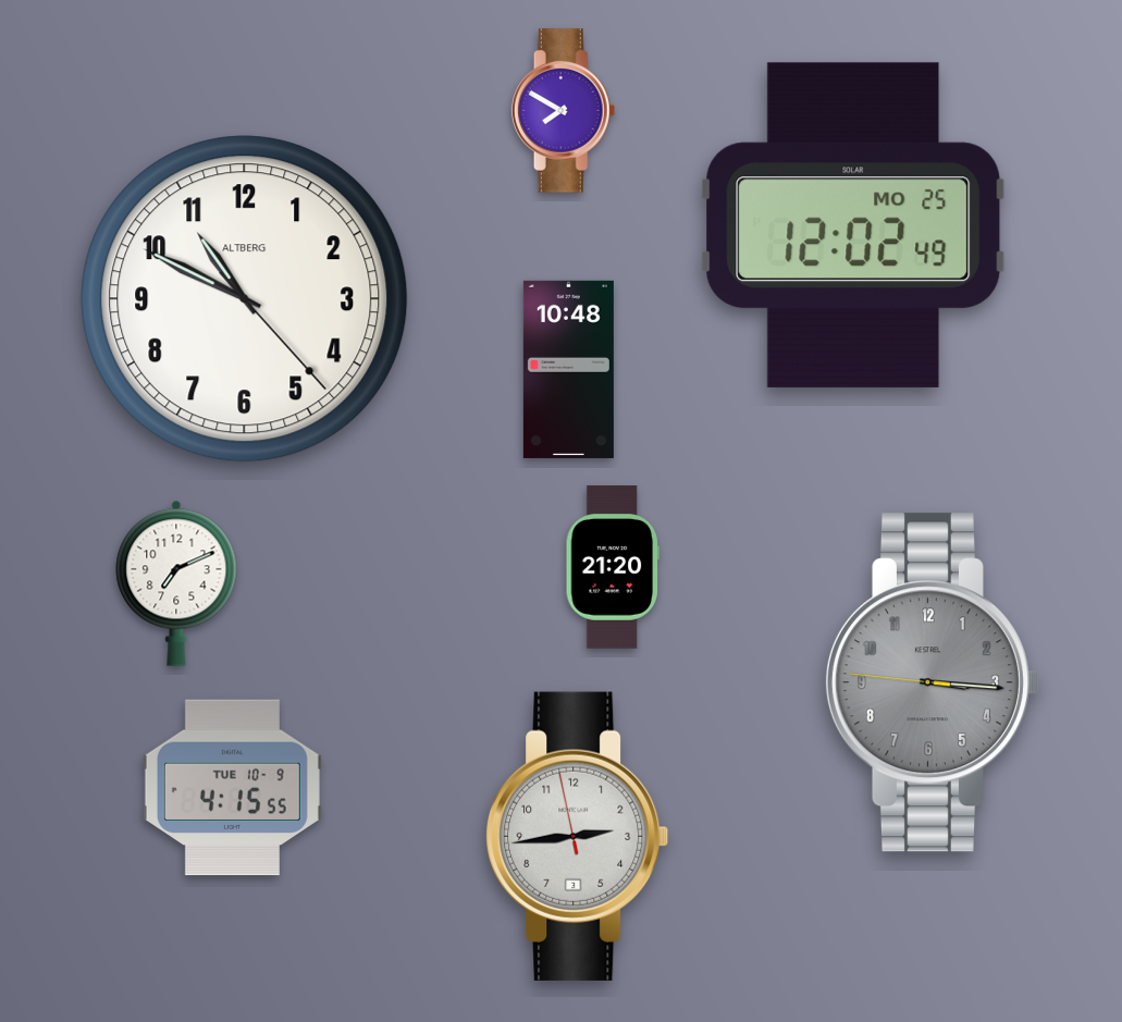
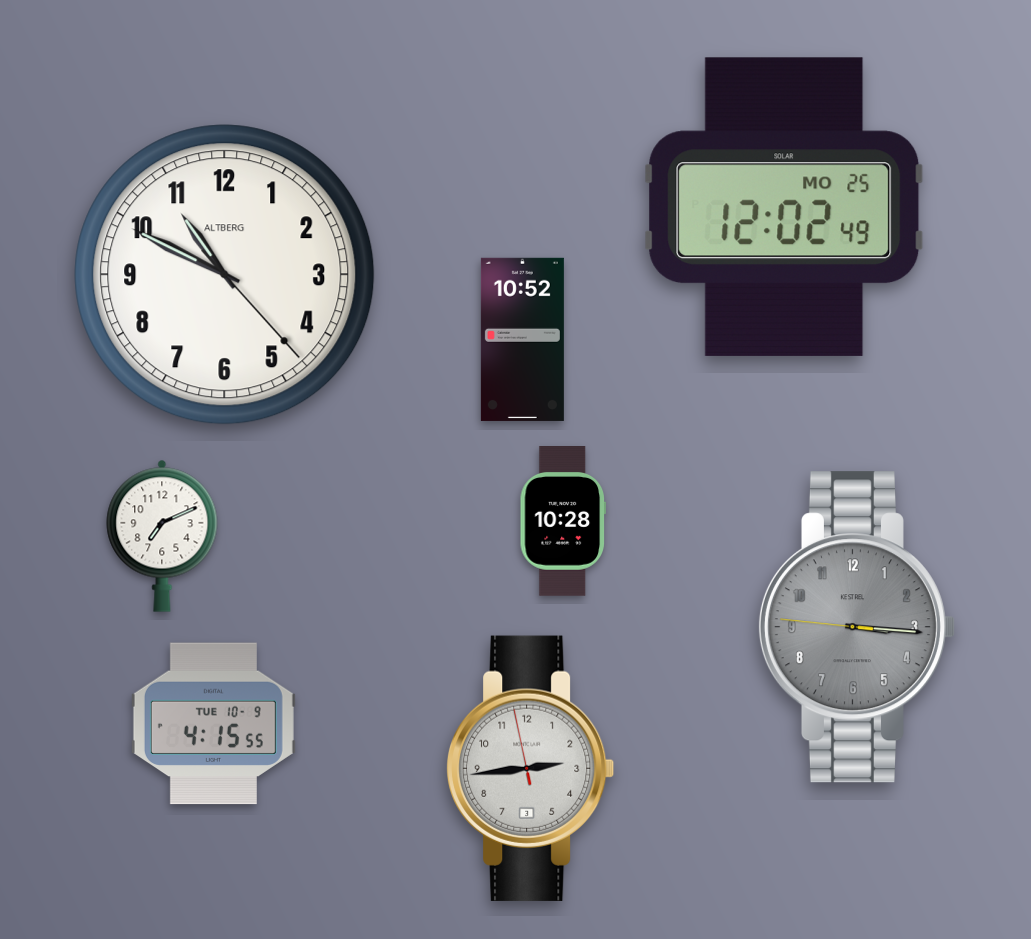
clock at (564, 111): 7:50 -> none
clock at (568, 369): 10:48 -> 10:52
clock at (612, 567): 21:20 -> 10:28
